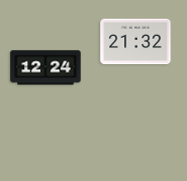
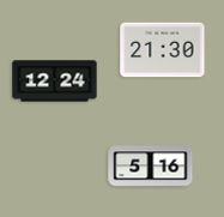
clock at (136, 42): 21:32 -> 21:30
clock at (151, 167): none -> 5:16
